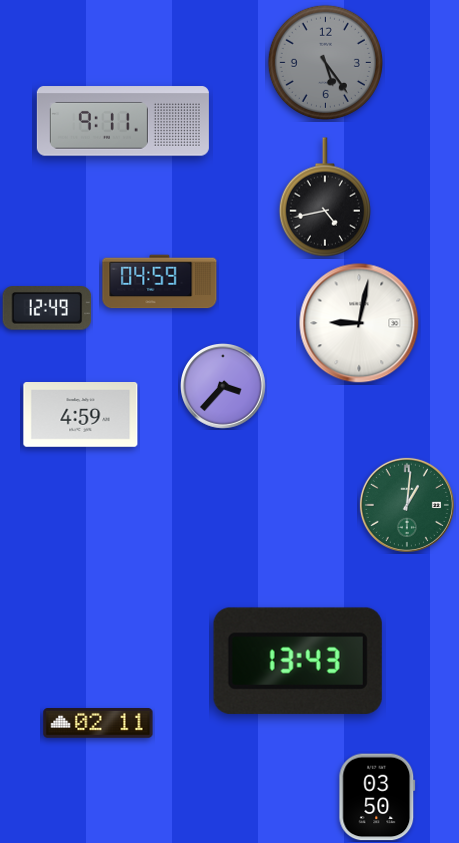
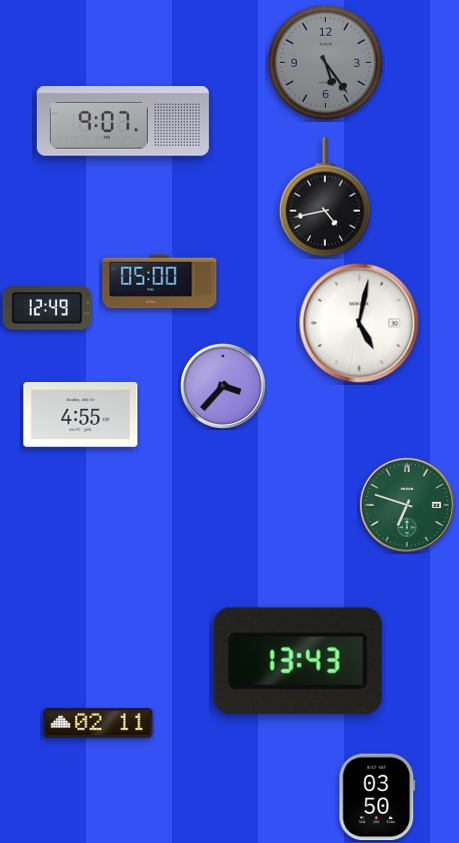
clock at (123, 121): 9:11 -> 9:07
clock at (160, 282): 04:59 -> 05:00
clock at (359, 323): 9:02 -> 5:02
clock at (81, 415): 4:59 -> 4:55
clock at (407, 505): 1:01 -> 6:48
